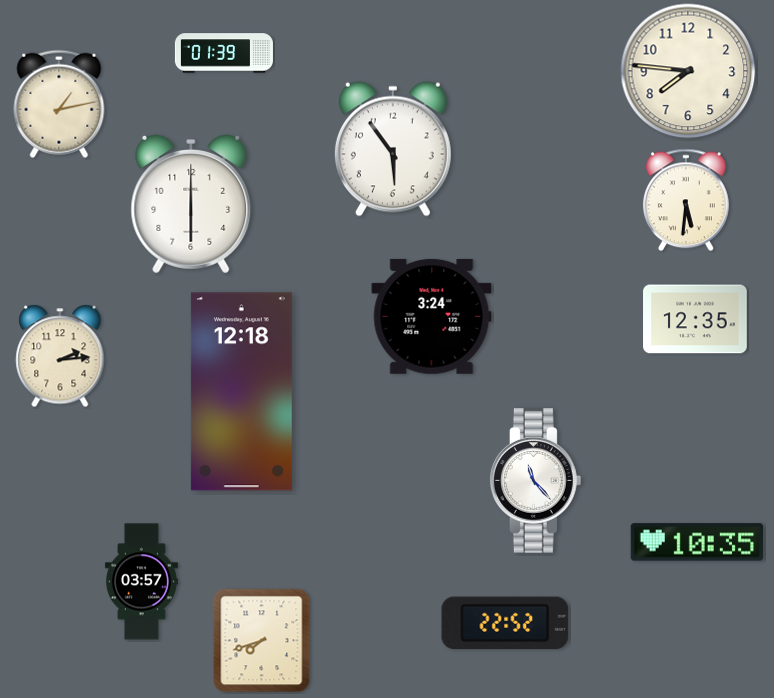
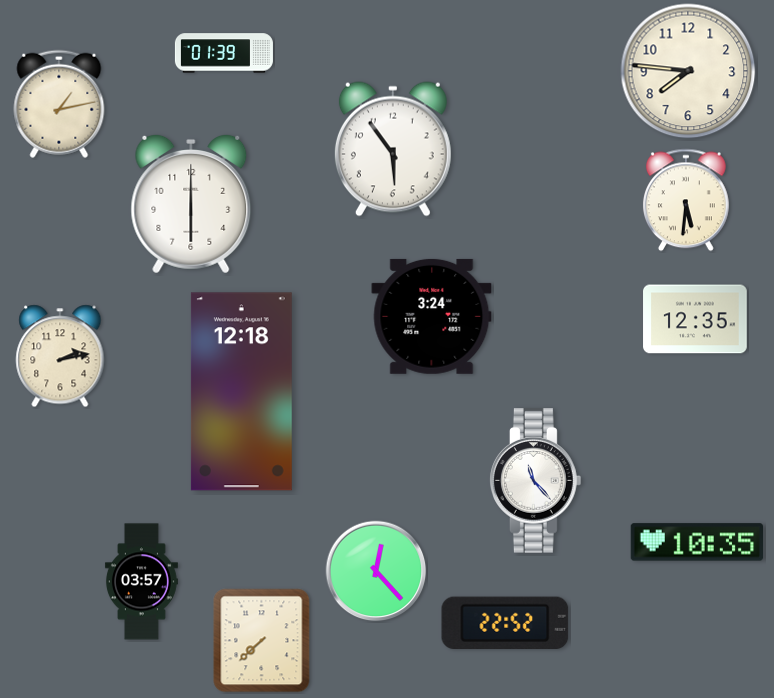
clock at (60, 356): 2:14 -> 2:13
clock at (376, 571): none -> 12:23
clock at (262, 641): 7:42 -> 7:38
